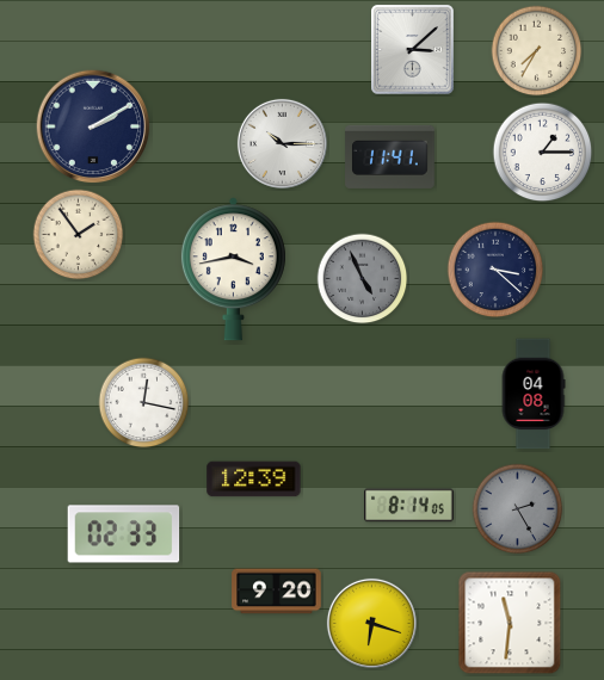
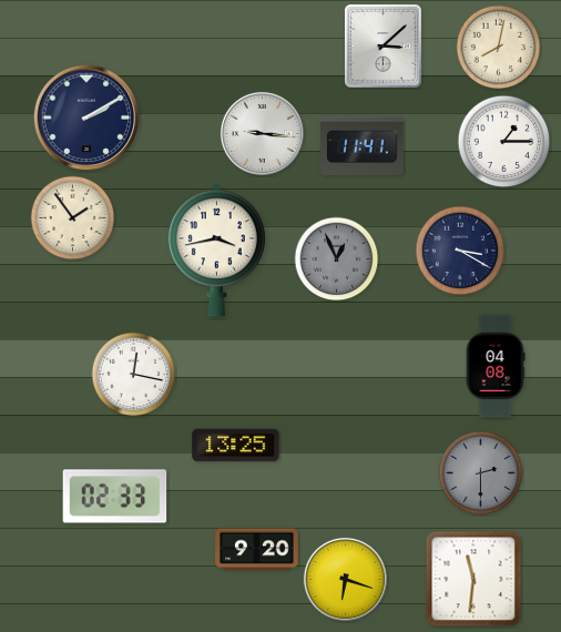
clock at (537, 51): 7:35 -> 8:02
clock at (282, 143): 10:15 -> 9:16
clock at (495, 270): 3:22 -> 3:20
clock at (363, 279): 4:56 -> 12:56
clock at (254, 480): 12:39 -> 13:25
clock at (409, 506): 8:14 -> none
clock at (518, 509): 2:25 -> 2:30
